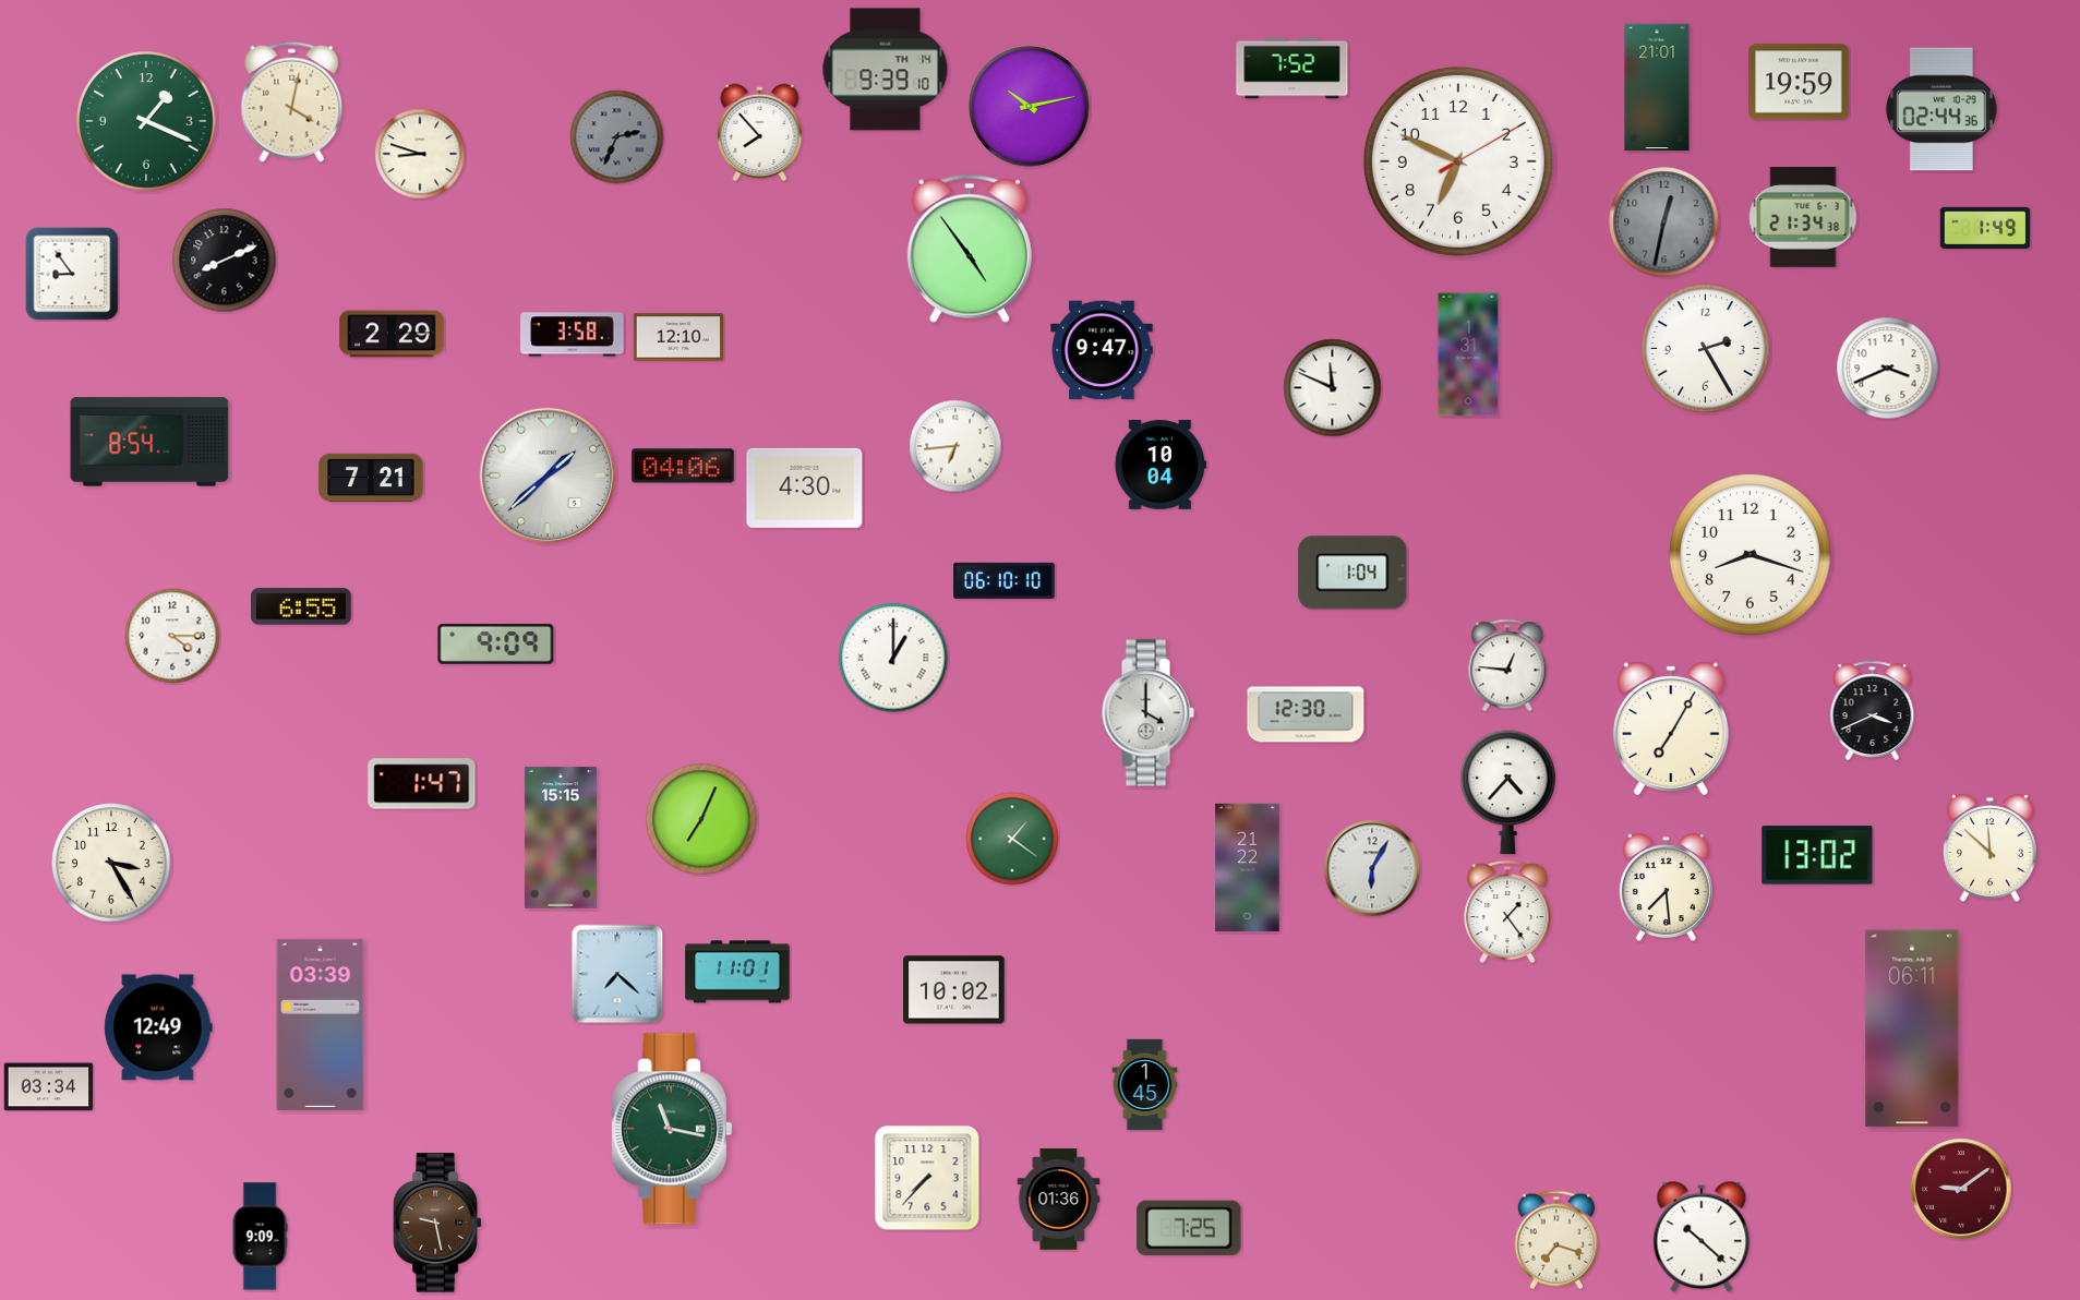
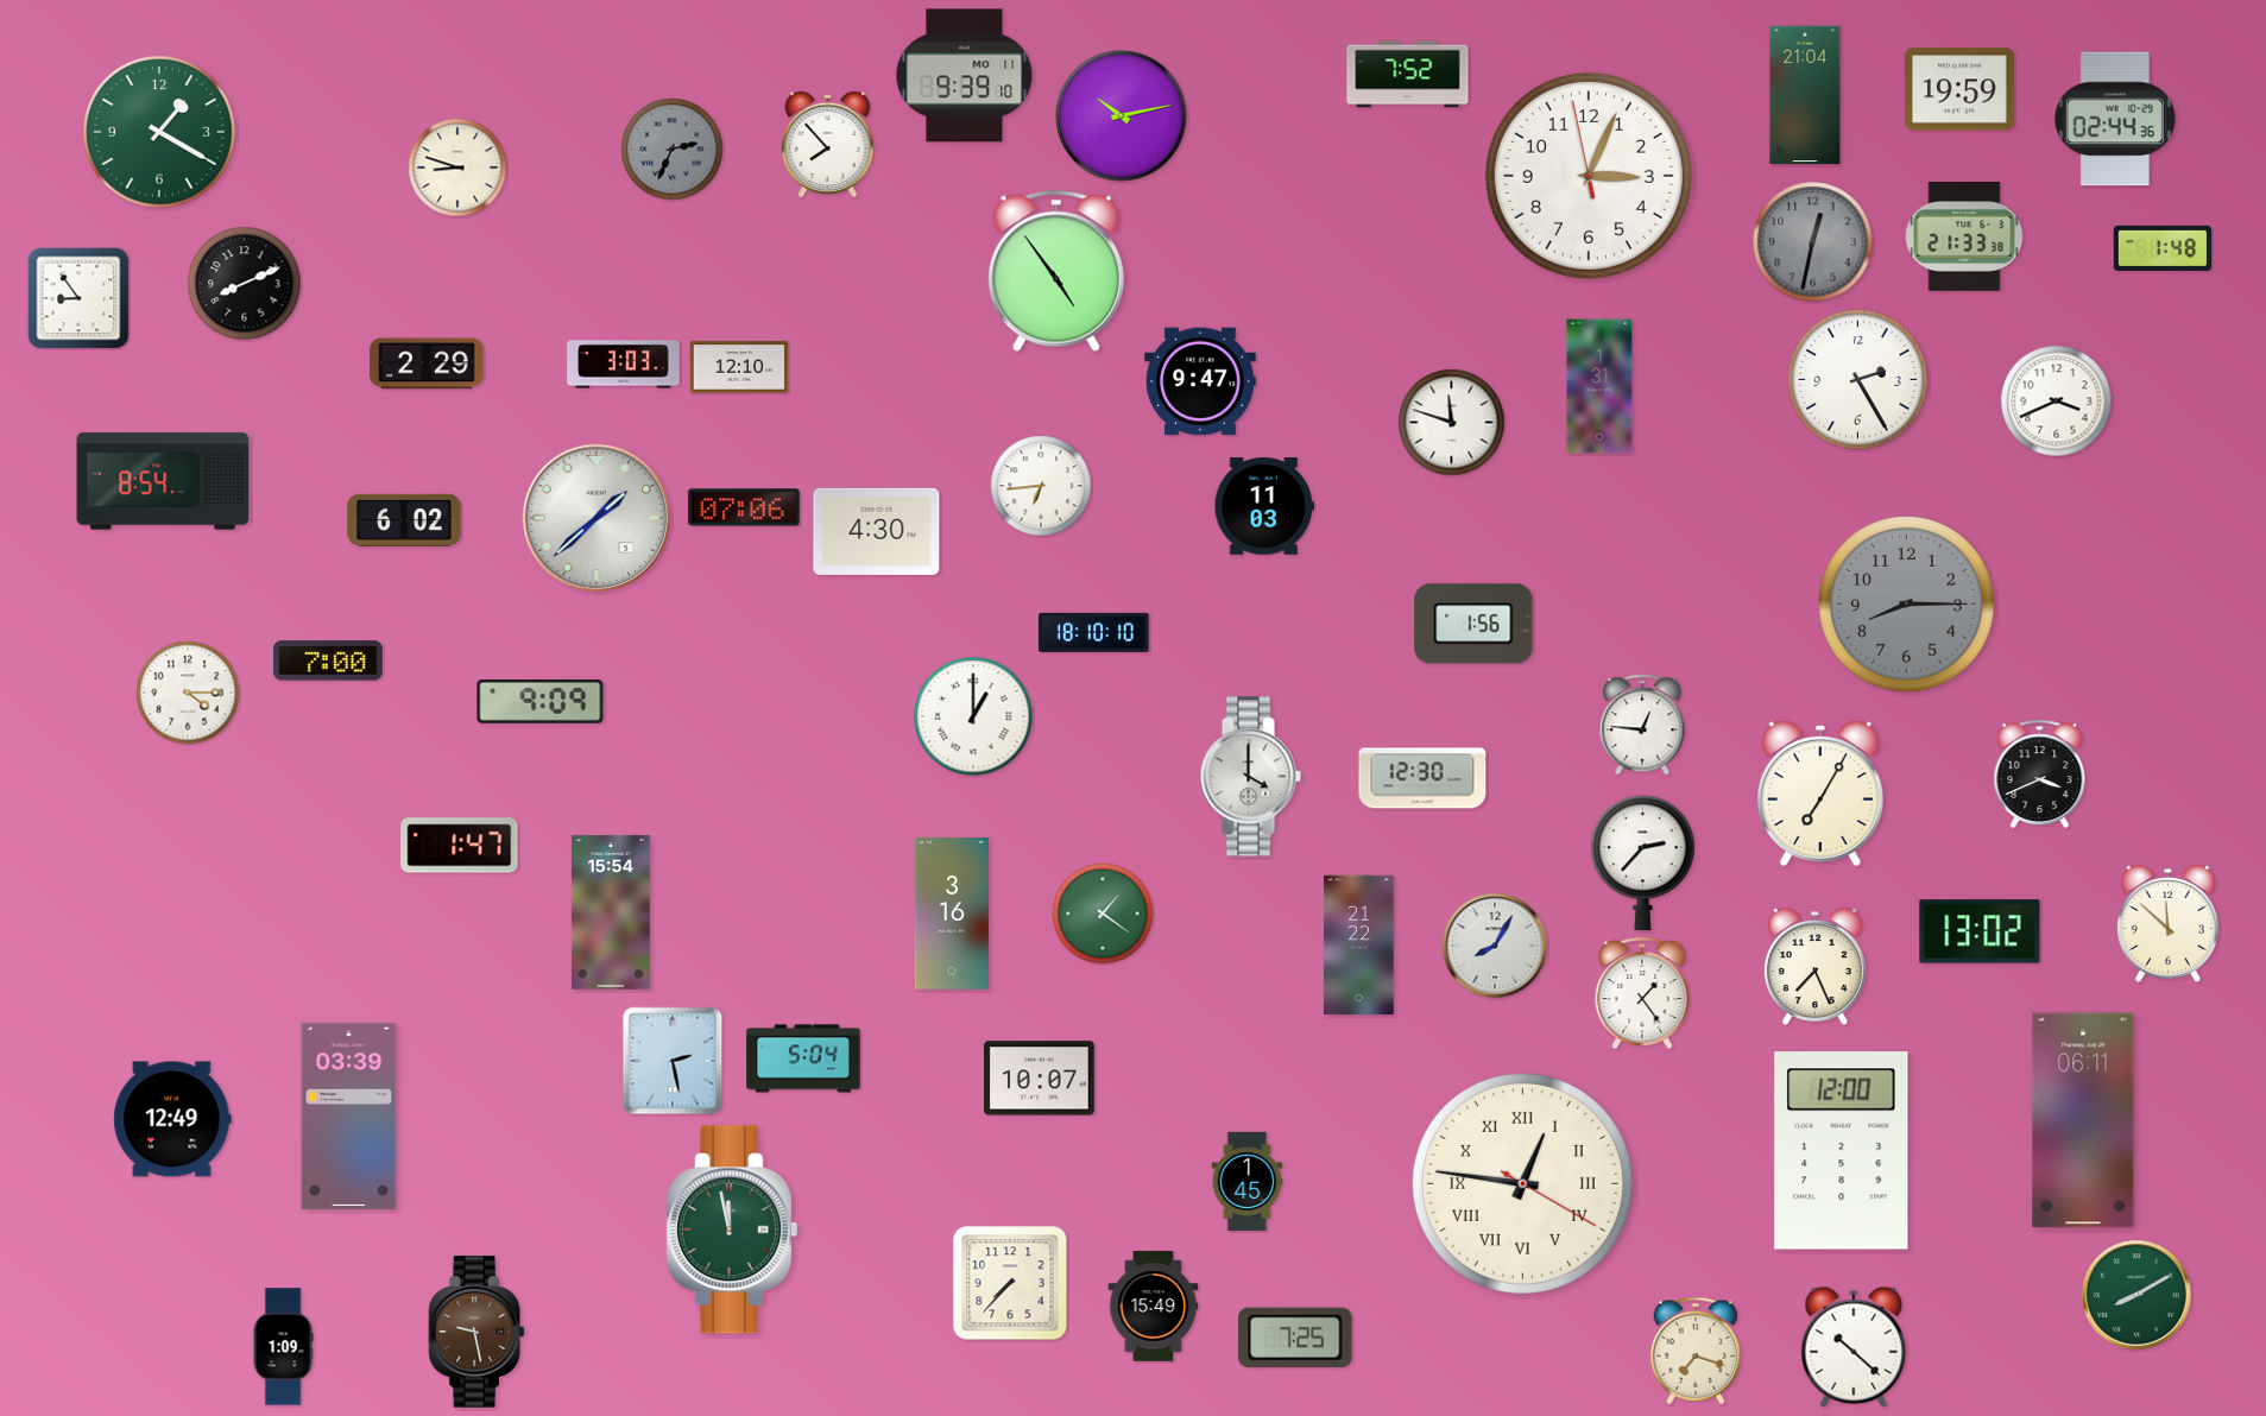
clock at (886, 70) date: TH 14 -> MO 11
clock at (1657, 87): 21:01 -> 21:04
clock at (292, 101): 4:02 -> none
clock at (146, 121): 1:19 -> 1:20
clock at (1458, 161): 6:49 -> 3:03
clock at (1803, 217): 21:34 -> 21:33
clock at (1985, 228): 1:49 -> 1:48
clock at (573, 335): 3:58 -> 3:03
clock at (1333, 388): 11:49 -> 11:48
clock at (1161, 465): 10:04 -> 11:03
clock at (683, 466): 04:06 -> 07:06
clock at (371, 478): 7:21 -> 6:02
clock at (1750, 554): 8:18 -> 8:15
clock at (1750, 554) dial: white -> grey
clock at (1352, 573): 1:04 -> 1:56
clock at (1005, 580): 06:10 -> 18:10
clock at (302, 606): 6:55 -> 7:00
clock at (422, 784) position: (422, 784) -> (460, 846)
clock at (1508, 793): 4:37 -> 2:37
clock at (701, 819): 7:04 -> none
clock at (561, 838): 15:15 -> 15:54
clock at (952, 914): none -> 3:16
clock at (111, 863): 3:25 -> none
clock at (1372, 868): 6:05 -> 8:05
clock at (1666, 888): 7:29 -> 7:26
clock at (737, 972): 11:01 -> 5:04
clock at (617, 974): 7:22 -> 2:28
clock at (954, 990): 10:02 -> 10:07
clock at (1842, 1151): none -> 12:00
clock at (1522, 1183): none -> 12:46
clock at (49, 1087): 03:34 -> none
clock at (671, 1129): 11:17 -> 11:58
clock at (1961, 1189): 9:09 -> 8:10
clock at (1961, 1189) dial: burgundy -> green
clock at (1059, 1200): 01:36 -> 15:49
clock at (260, 1237): 9:09 -> 1:09
